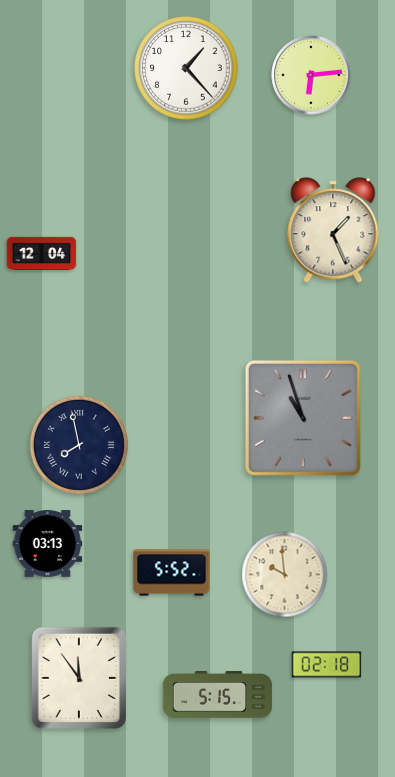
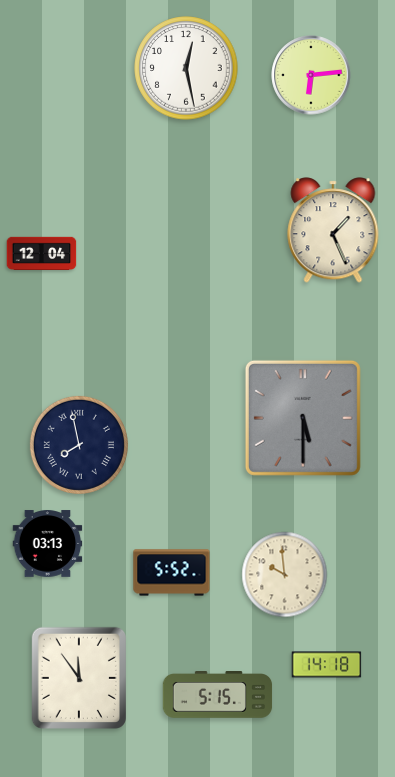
clock at (186, 68): 1:23 -> 12:28
clock at (303, 418): 10:57 -> 5:30
clock at (327, 665): 02:18 -> 14:18
